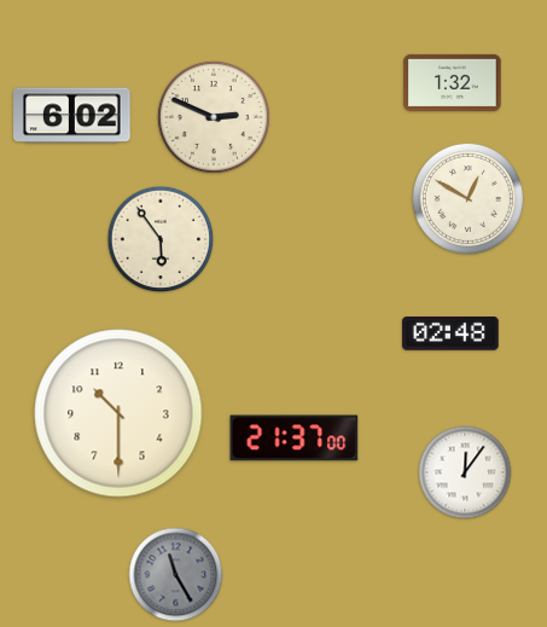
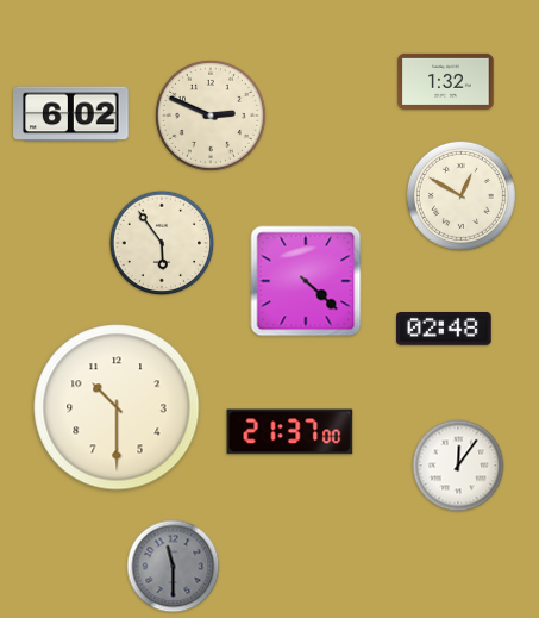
clock at (161, 239) position: (161, 239) -> (162, 243)
clock at (306, 281): none -> 4:22
clock at (176, 575): 11:25 -> 11:30
